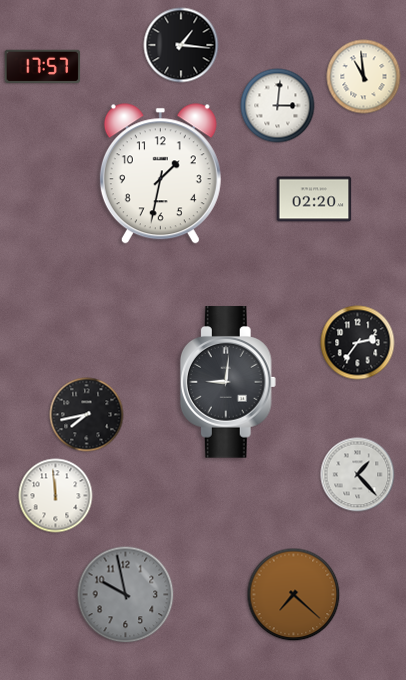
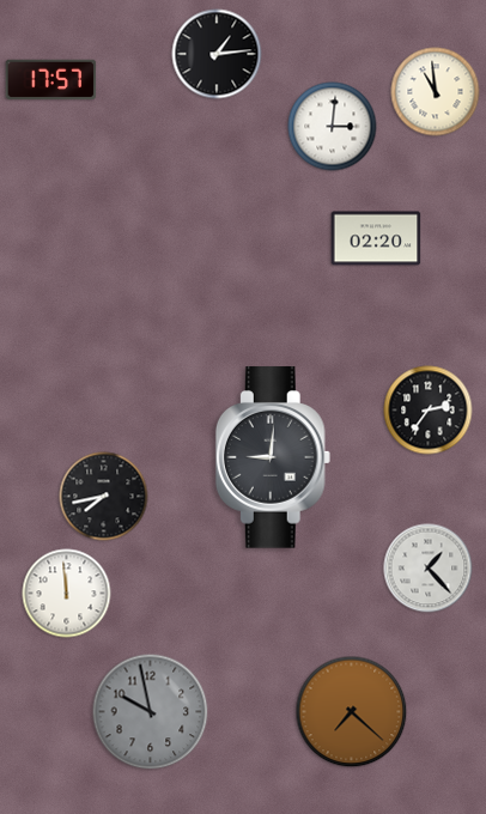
clock at (181, 45): 1:16 -> 1:14
clock at (160, 174): 1:32 -> none
